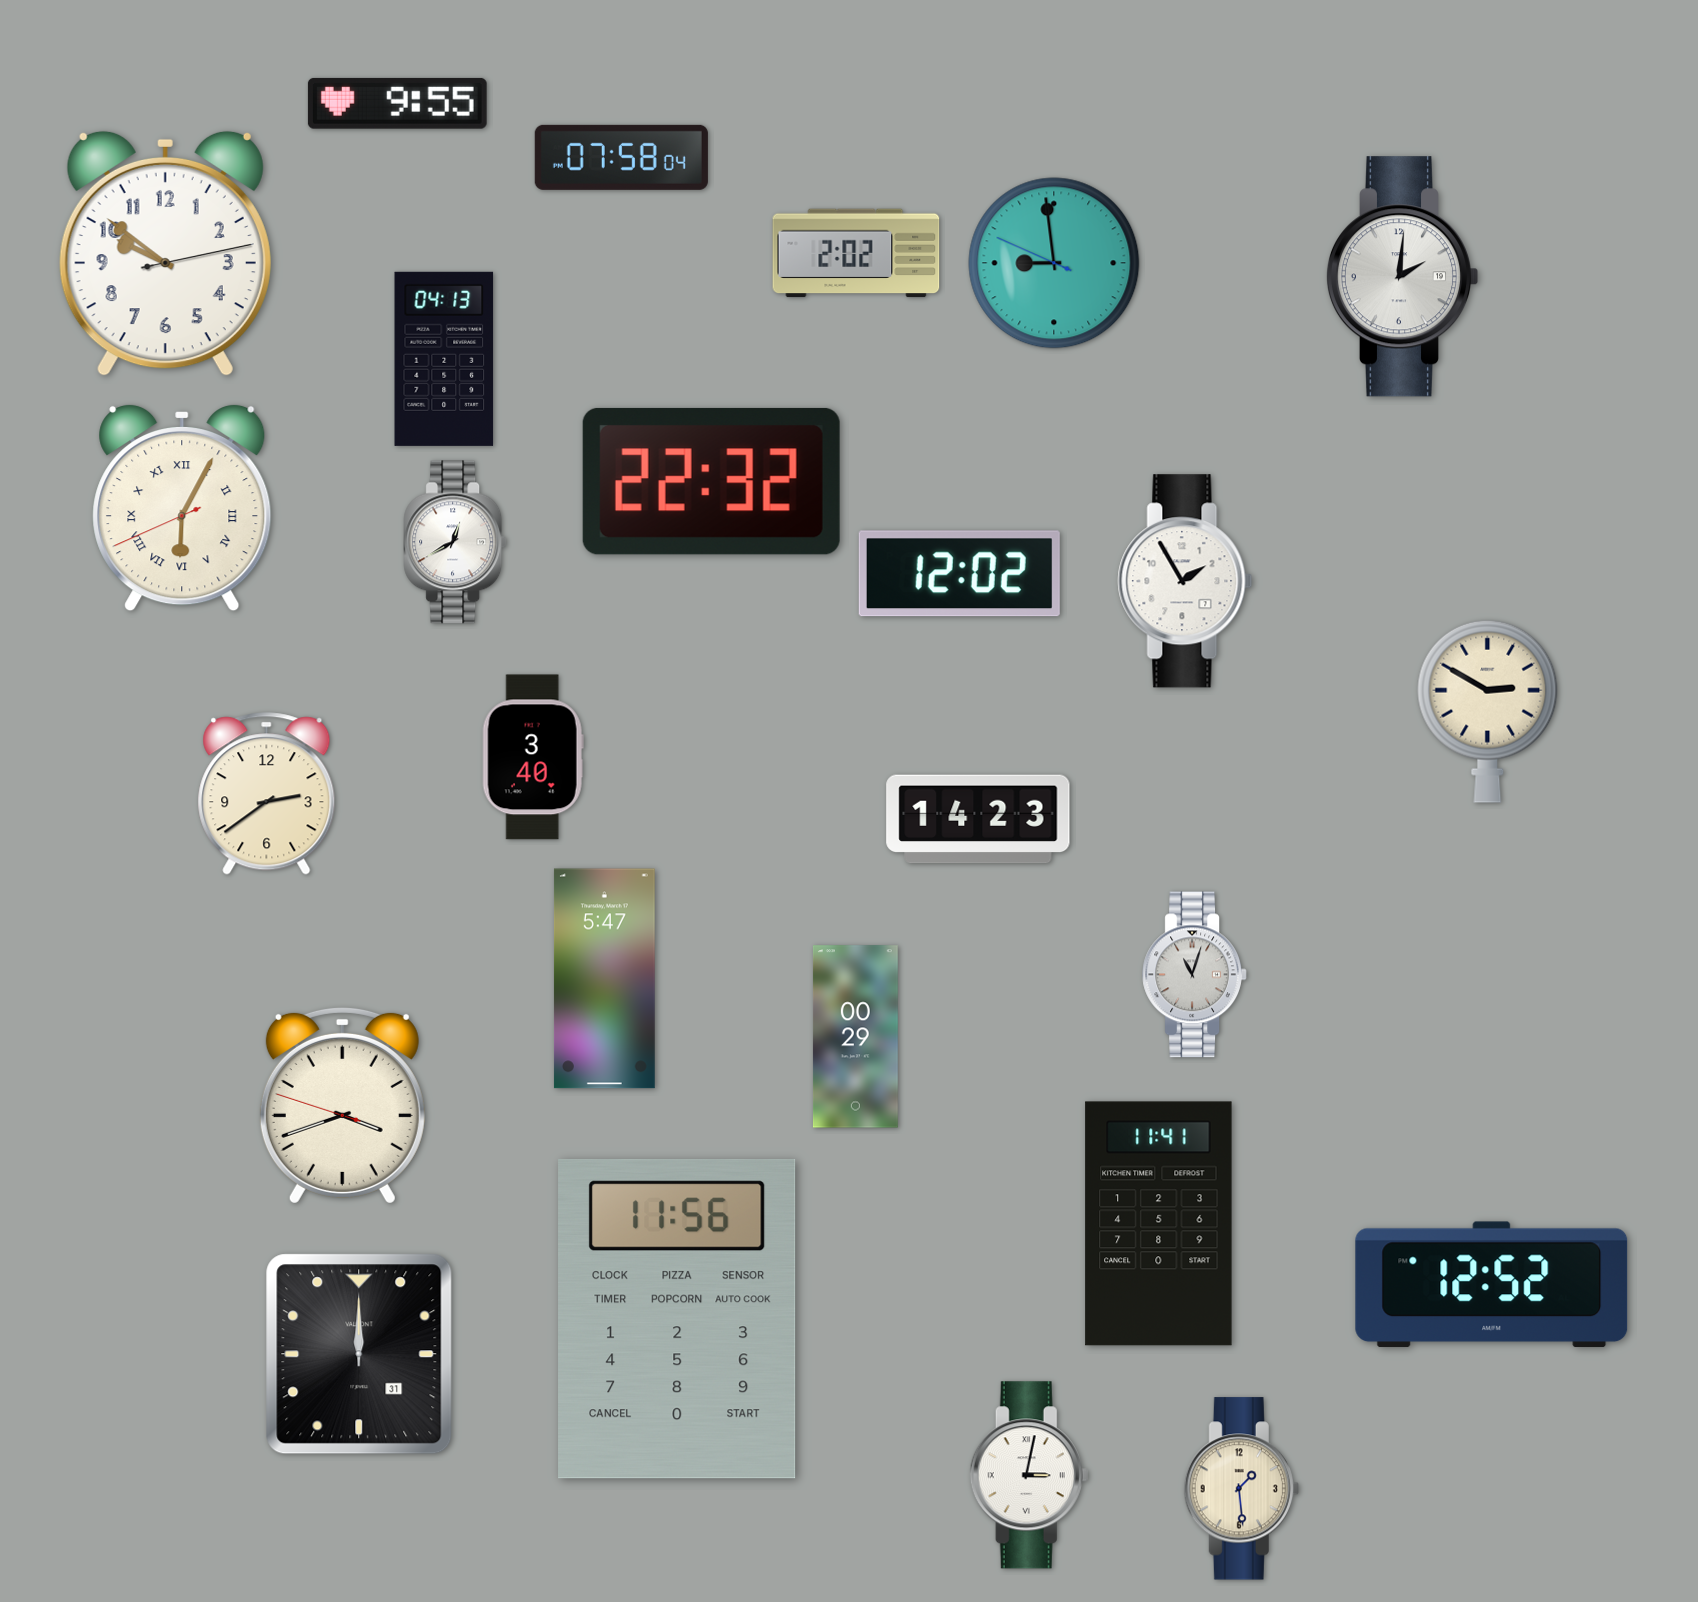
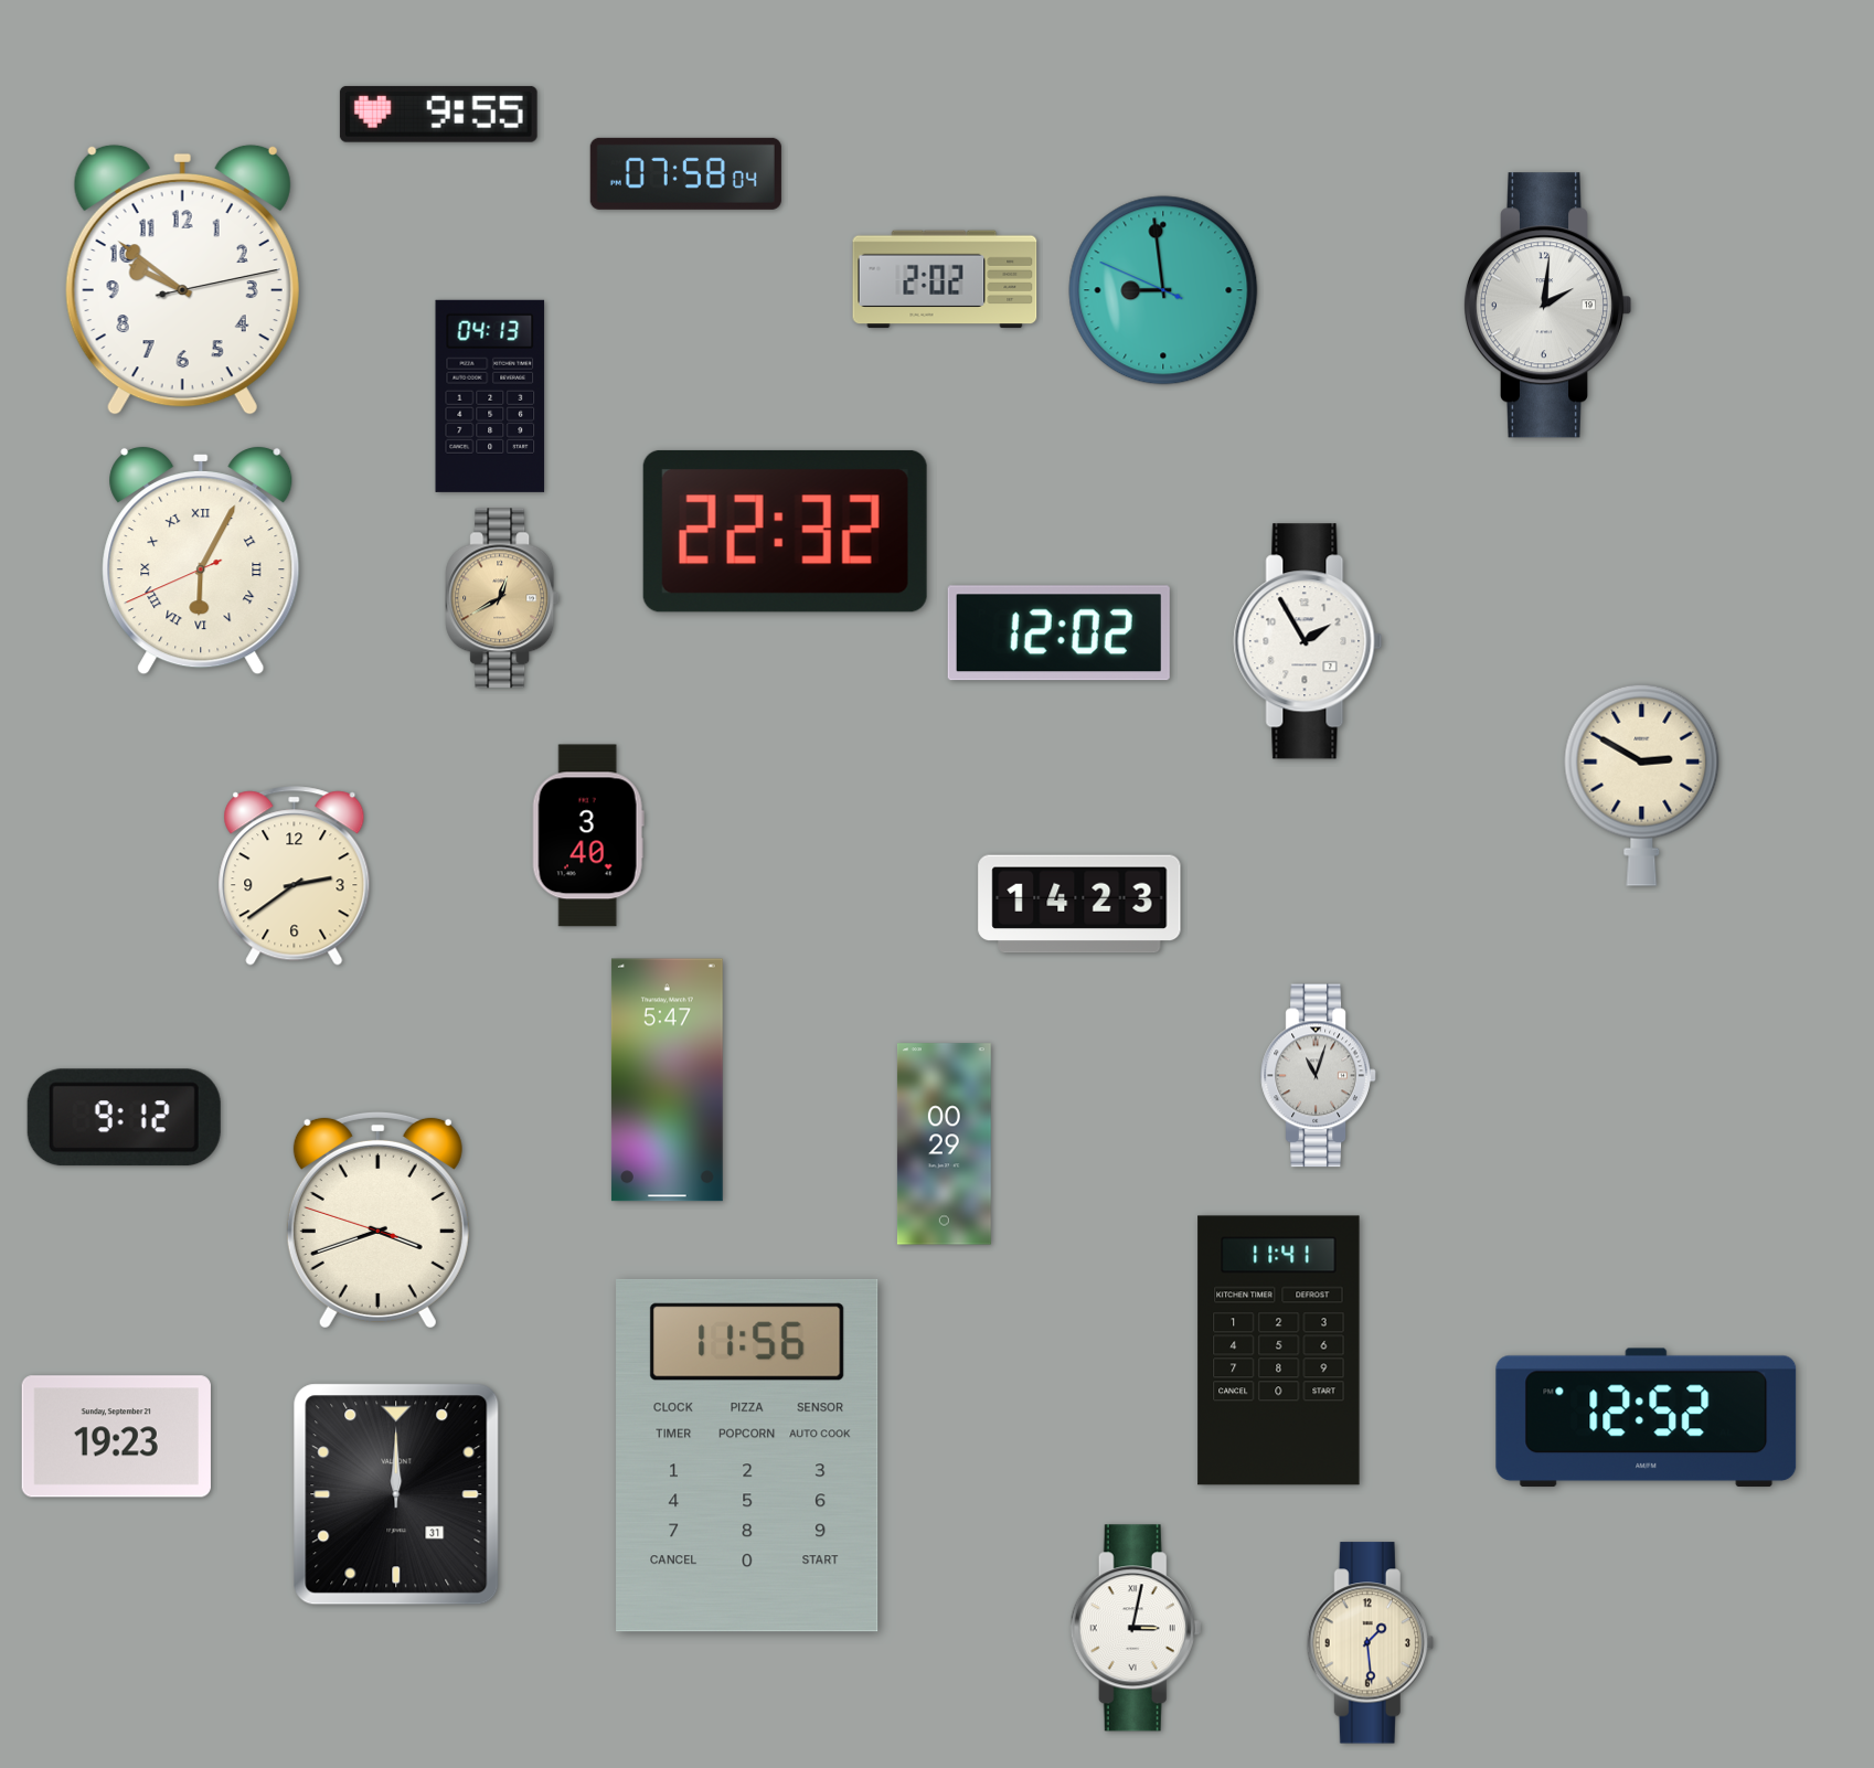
clock at (455, 542) dial: white -> champagne
clock at (124, 1118): none -> 9:12
clock at (116, 1437): none -> 19:23
